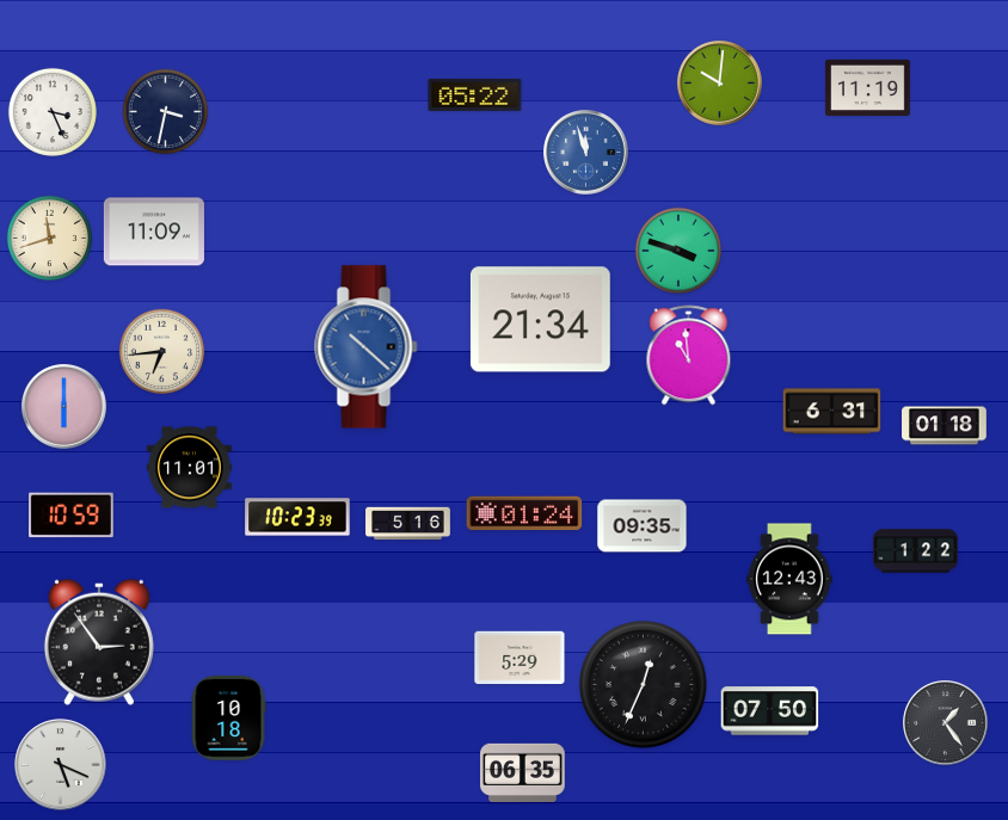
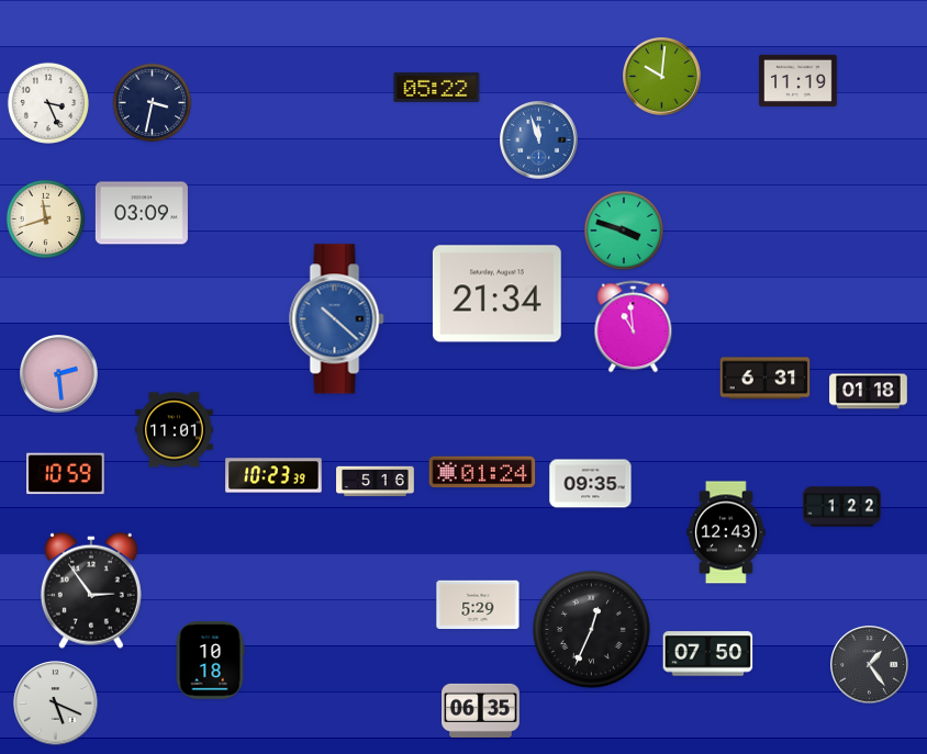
clock at (154, 232): 11:09 -> 03:09
clock at (162, 352): 6:44 -> none
clock at (64, 407): 6:00 -> 2:29
